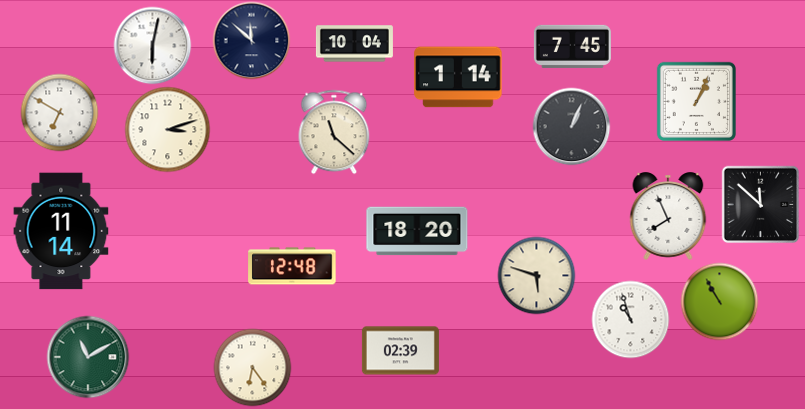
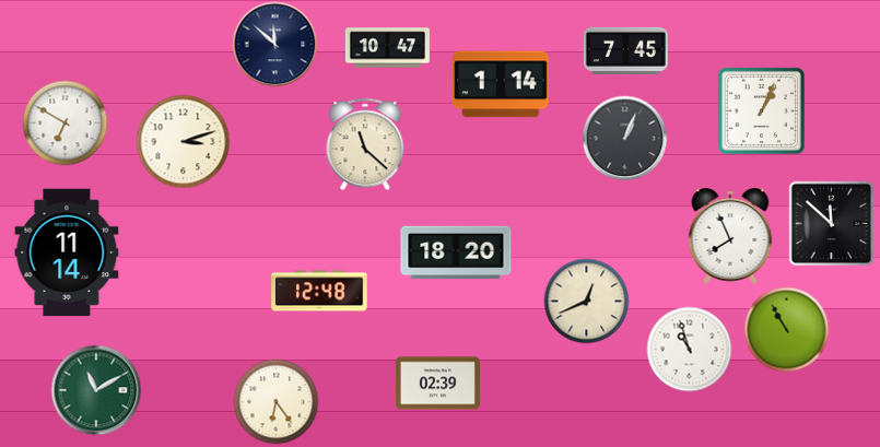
clock at (354, 44): 10:04 -> 10:47
clock at (152, 45): 6:02 -> none
clock at (536, 275): 5:48 -> 12:41
